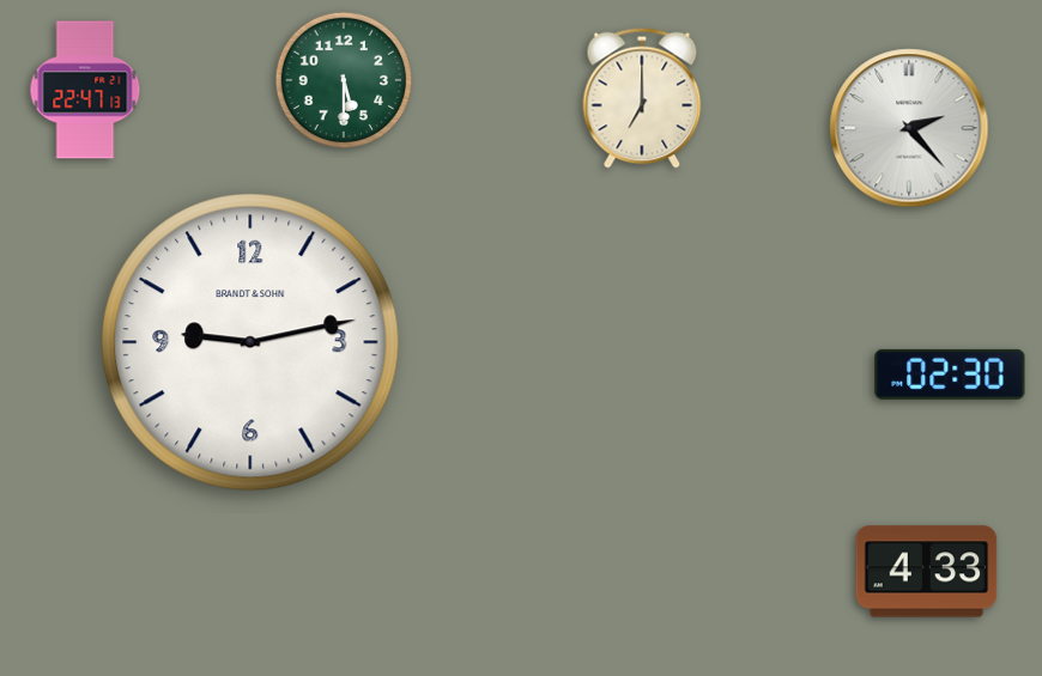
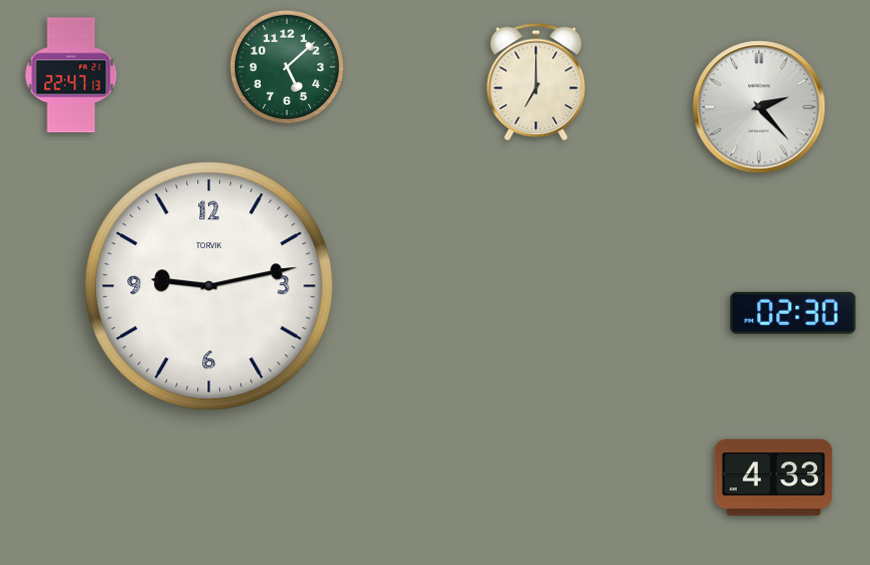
clock at (344, 80): 5:30 -> 5:08
clock at (250, 342) brand: BRANDT & SOHN -> TORVIK
